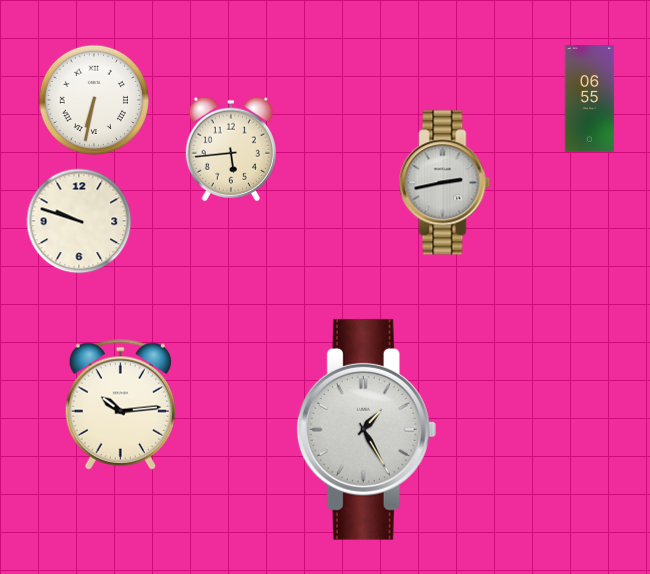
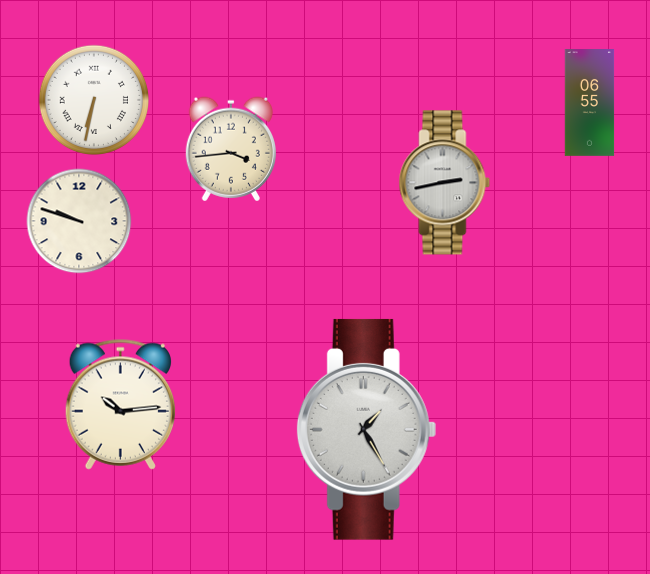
clock at (590, 99) position: (590, 99) -> (590, 103)
clock at (231, 149): 5:44 -> 3:44
